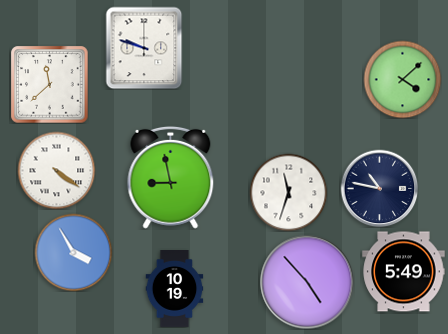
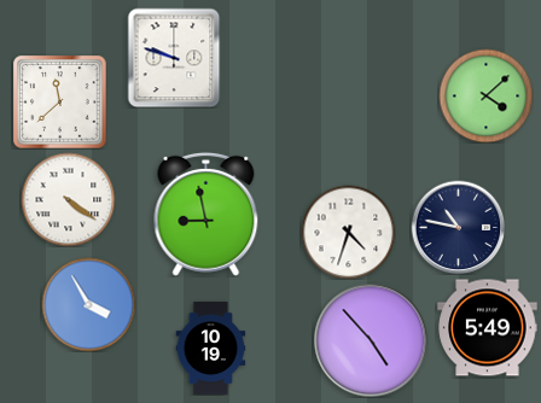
clock at (56, 170) position: (56, 170) -> (68, 199)
clock at (288, 192): 11:33 -> 4:33
